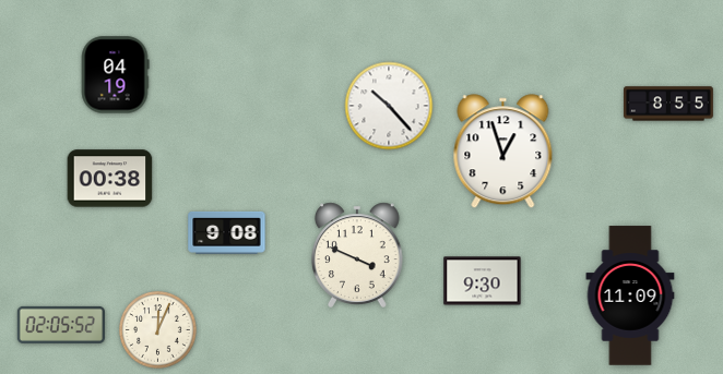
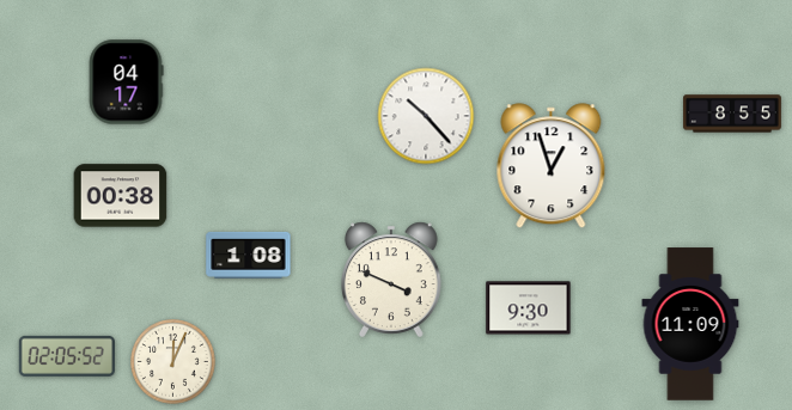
clock at (115, 75): 04:19 -> 04:17
clock at (227, 232): 9:08 -> 1:08
